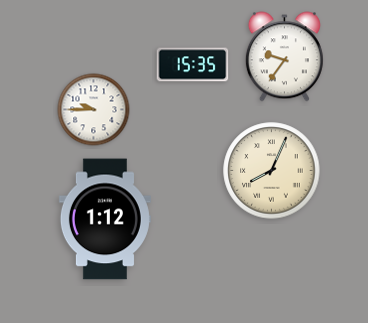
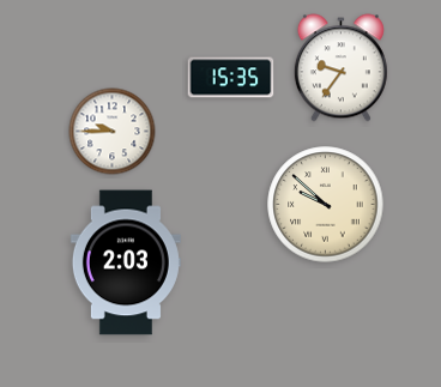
clock at (272, 171): 8:04 -> 9:52
clock at (105, 219): 1:12 -> 2:03
